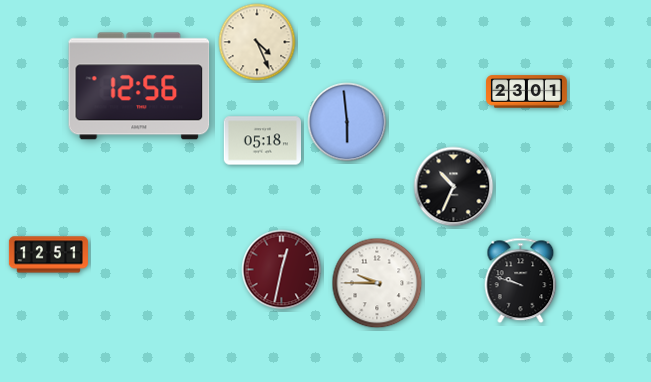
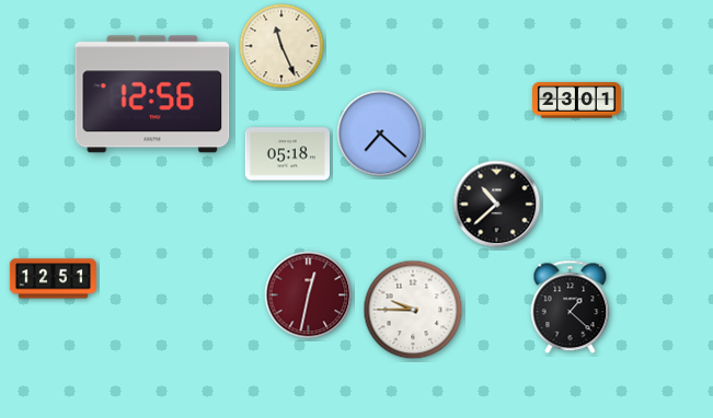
clock at (257, 42): 4:26 -> 11:26
clock at (347, 122): 5:59 -> 7:22
clock at (454, 187): 10:34 -> 10:38
clock at (521, 281): 9:48 -> 1:22
